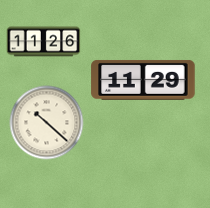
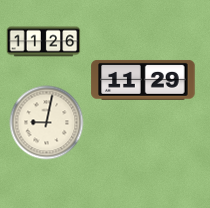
clock at (47, 123): 10:22 -> 9:02
